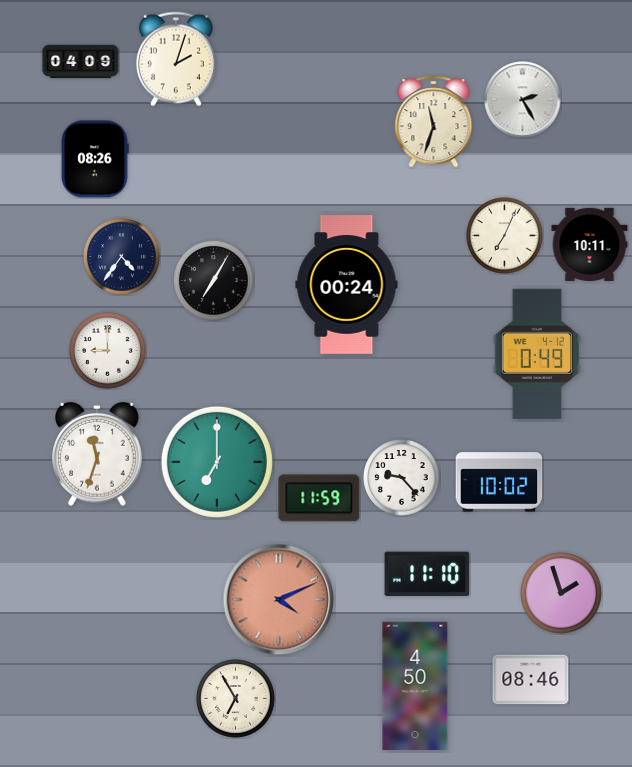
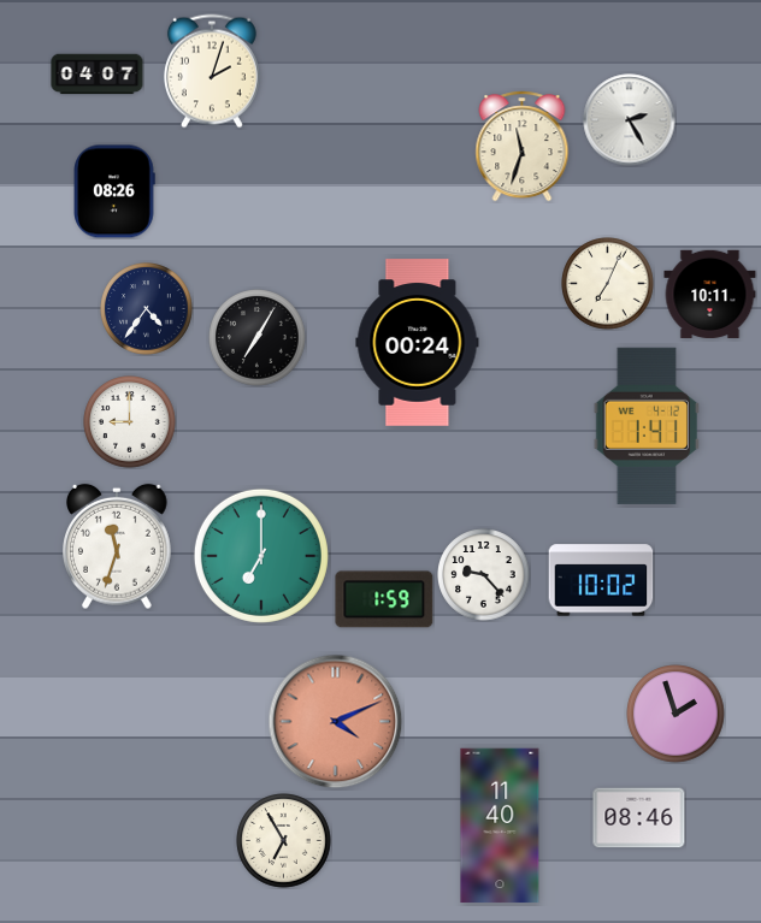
clock at (81, 62): 04:09 -> 04:07
clock at (536, 354): 0:49 -> 1:41
clock at (319, 498): 11:59 -> 1:59
clock at (427, 574): 11:10 -> none
clock at (415, 686): 4:50 -> 11:40
